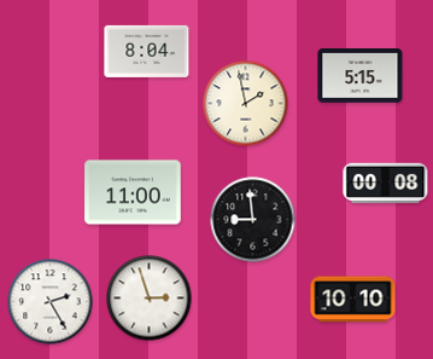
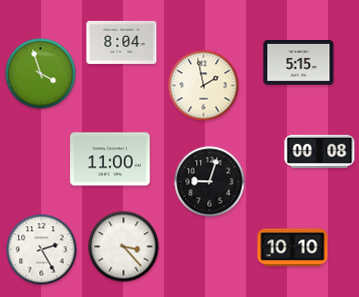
clock at (41, 74): none -> 3:57
clock at (253, 220): 8:59 -> 9:03
clock at (150, 299): 2:57 -> 3:23
